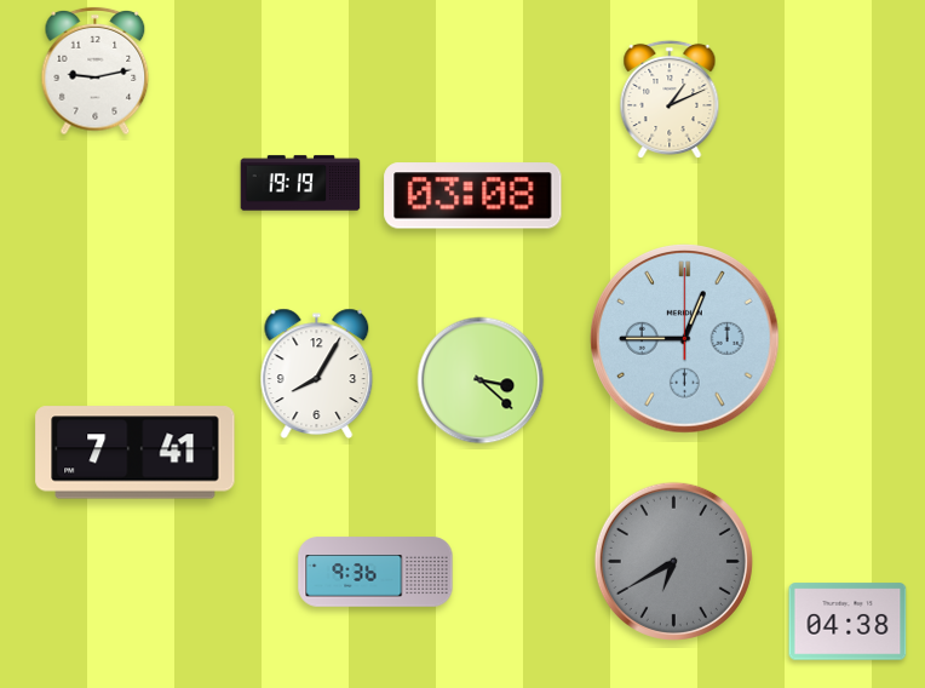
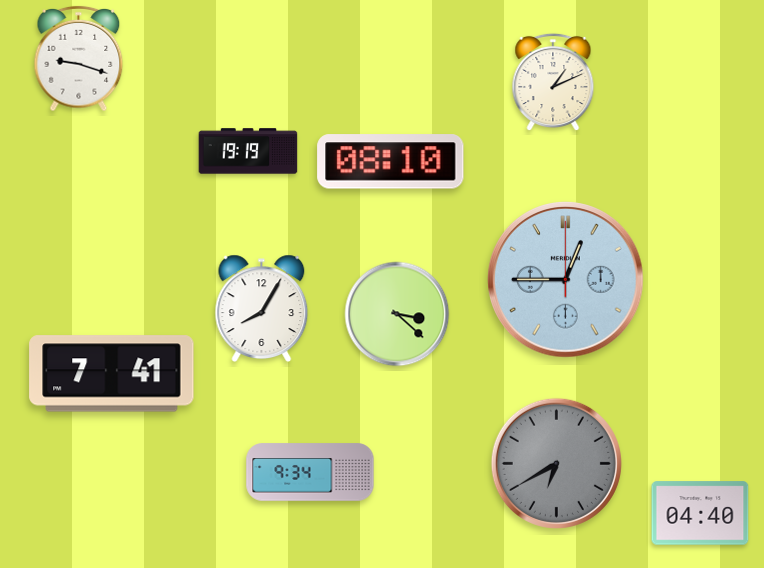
clock at (96, 71): 9:13 -> 9:18
clock at (473, 196): 03:08 -> 08:10
clock at (375, 572): 9:36 -> 9:34
clock at (848, 621): 04:38 -> 04:40
